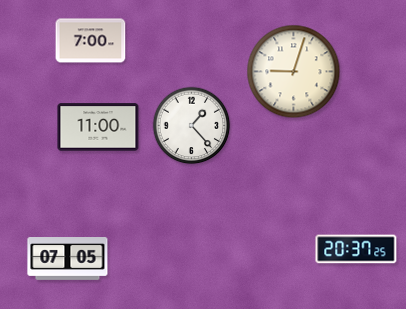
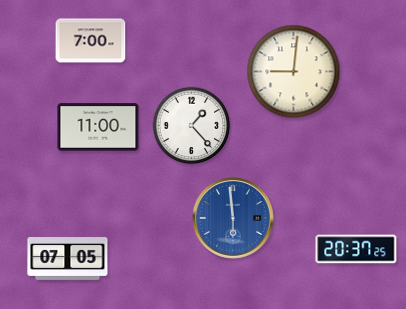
clock at (294, 72): 9:03 -> 9:01
clock at (234, 219): none -> 5:59
